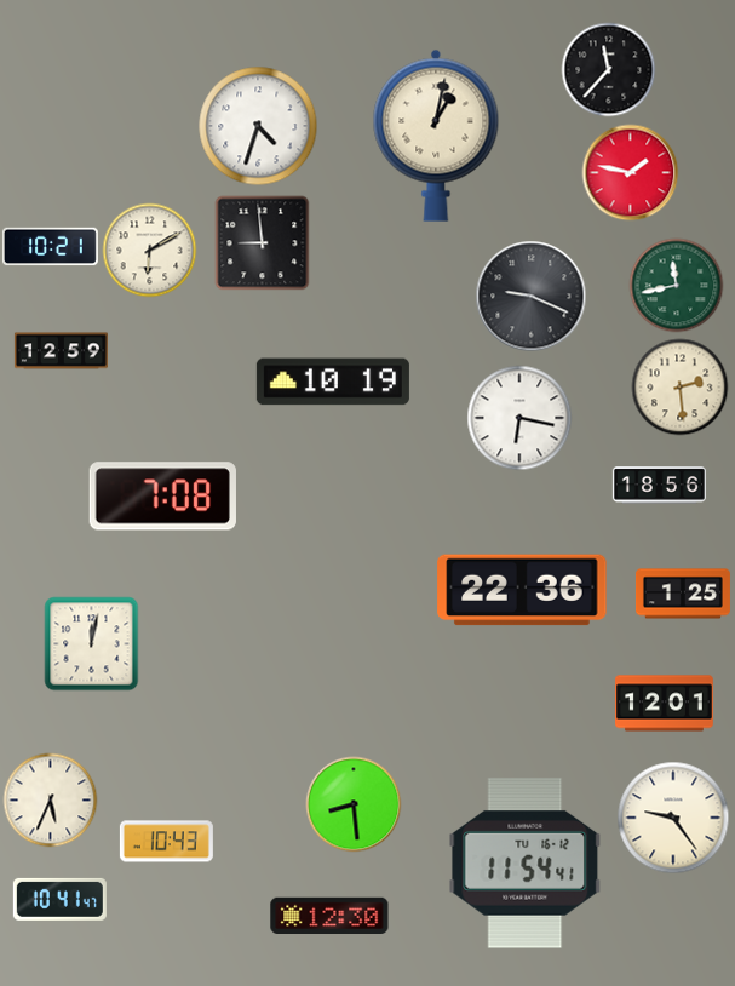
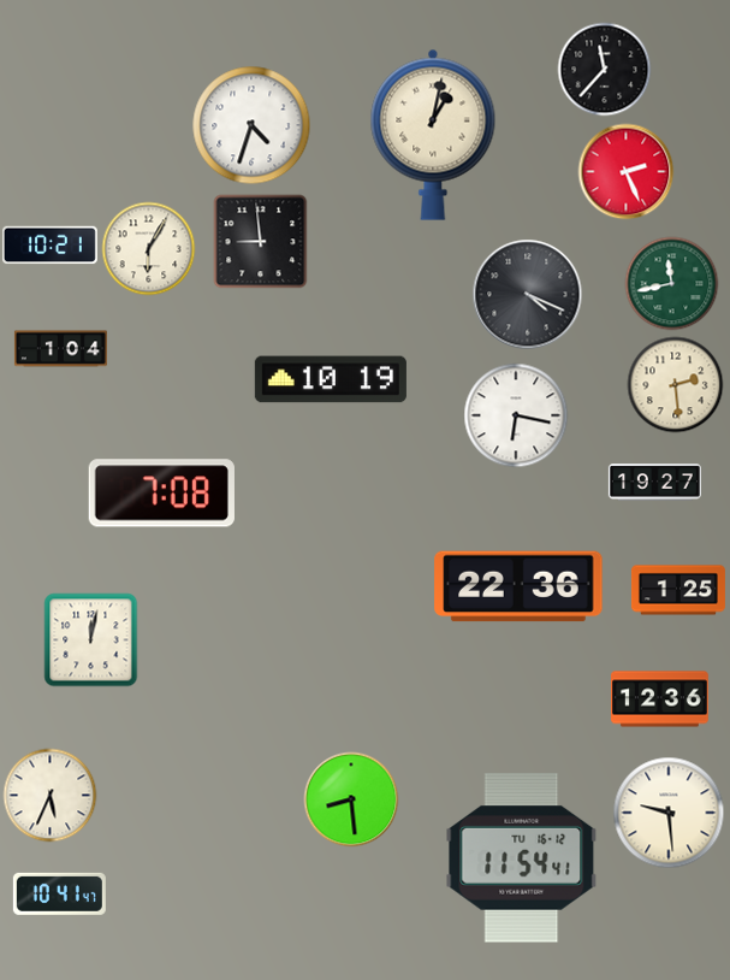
clock at (258, 126) position: (258, 126) -> (251, 125)
clock at (630, 172): 1:47 -> 2:26
clock at (149, 250): 6:10 -> 6:05
clock at (530, 296): 9:19 -> 4:19
clock at (61, 351): 12:59 -> 1:04
clock at (659, 486): 18:56 -> 19:27
clock at (665, 704): 12:01 -> 12:36
clock at (673, 818): 9:24 -> 9:29
clock at (166, 842): 10:43 -> none
clock at (329, 915): 12:30 -> none
